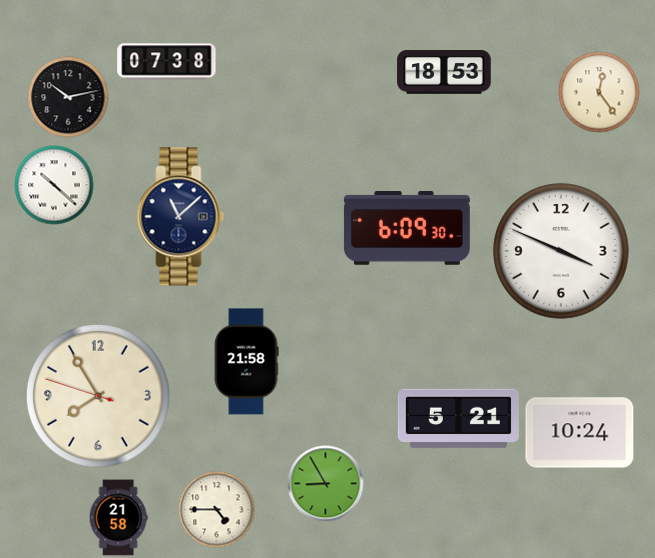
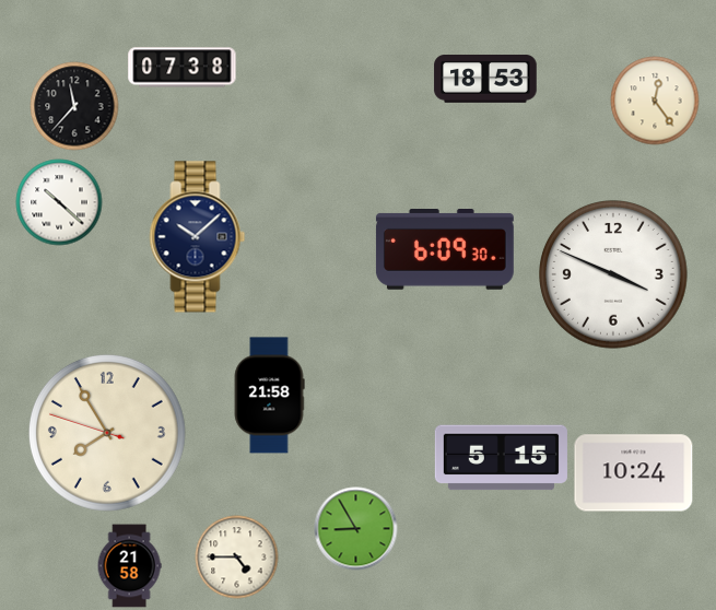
clock at (68, 97): 10:13 -> 11:37
clock at (181, 217): 11:08 -> 10:08
clock at (458, 419): 5:21 -> 5:15
